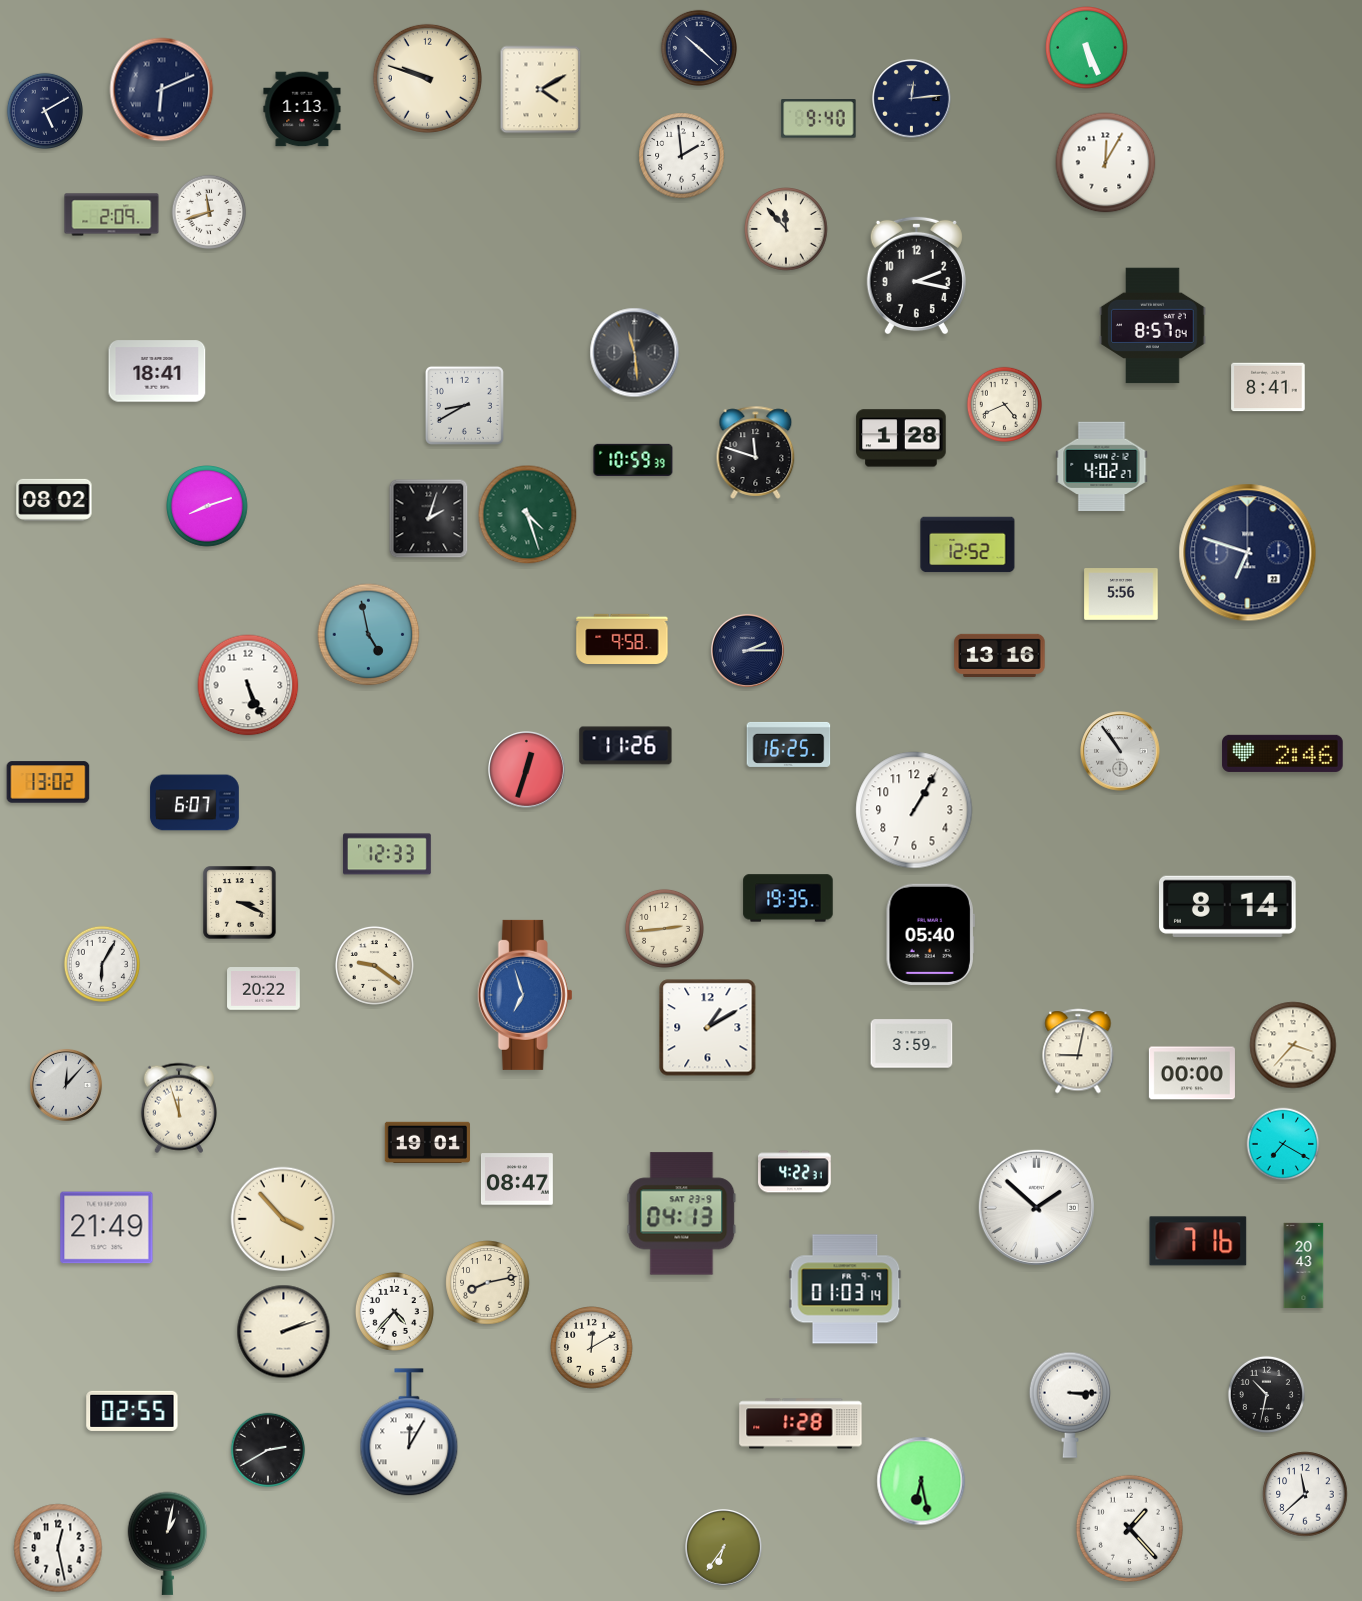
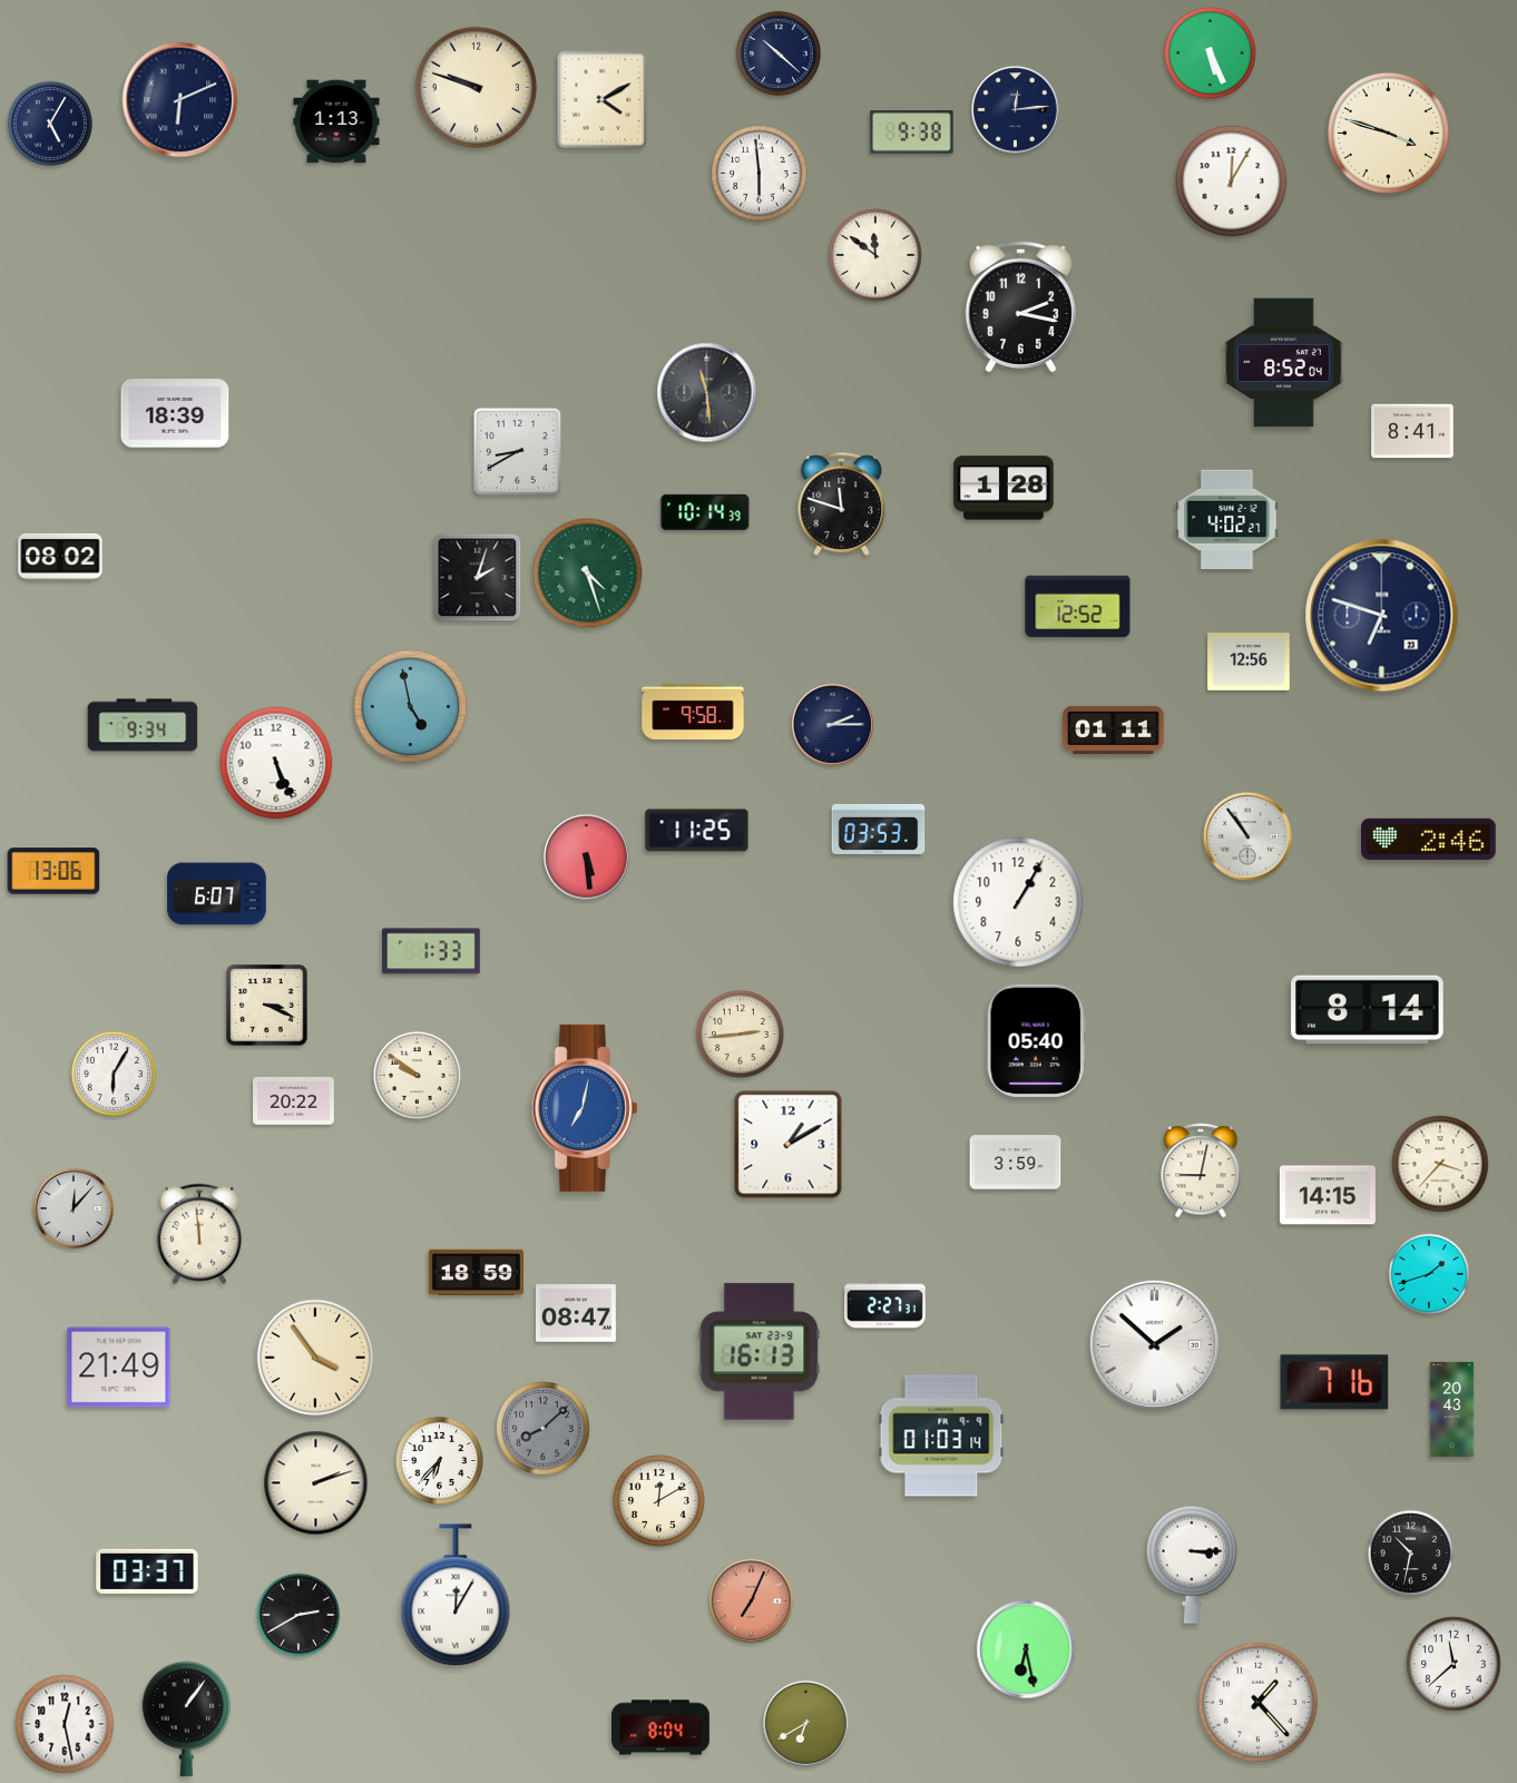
clock at (44, 110): 5:10 -> 5:05
clock at (819, 119): 9:40 -> 9:38
clock at (1388, 133): none -> 3:48
clock at (682, 156): 1:59 -> 5:59
clock at (209, 212): 11:42 -> none
clock at (112, 215): 2:09 -> none
clock at (786, 229): 11:53 -> 11:51
clock at (1153, 326): 8:57 -> 8:52
clock at (157, 371): 18:41 -> 18:39
clock at (1004, 404): 4:41 -> none
clock at (633, 460): 10:59 -> 10:14
clock at (207, 506): 8:12 -> none
clock at (1248, 553) position: (1248, 553) -> (1382, 616)
clock at (1121, 594): 5:56 -> 12:56
clock at (143, 725): none -> 9:34
clock at (1000, 655): 13:16 -> 01:11
clock at (789, 744): 16:25 -> 03:53
clock at (626, 746): 11:26 -> 11:25
clock at (527, 770): 12:33 -> 5:29
clock at (48, 782): 13:02 -> 13:06
clock at (387, 854): 12:33 -> 1:33
clock at (788, 898): 19:35 -> none
clock at (374, 965): 9:21 -> 9:51
clock at (525, 995): 6:57 -> 7:02
clock at (1192, 1073): 00:00 -> 14:15
clock at (179, 1108): 11:57 -> 11:59
clock at (427, 1142): 19:01 -> 18:59
clock at (1283, 1144): 7:20 -> 1:42
clock at (795, 1172): 4:22 -> 2:27
clock at (682, 1214): 04:13 -> 16:13
clock at (283, 1219): 3:53 -> 3:54
clock at (488, 1283): 8:13 -> 8:08
clock at (488, 1283) dial: cream -> grey
clock at (394, 1311): 4:37 -> 6:37
clock at (132, 1411): 02:55 -> 03:37
clock at (801, 1424): 1:28 -> none
clock at (752, 1601): none -> 7:04
clock at (168, 1543): 1:02 -> 1:06
clock at (724, 1548): 6:36 -> 6:40
clock at (662, 1727): none -> 8:04
